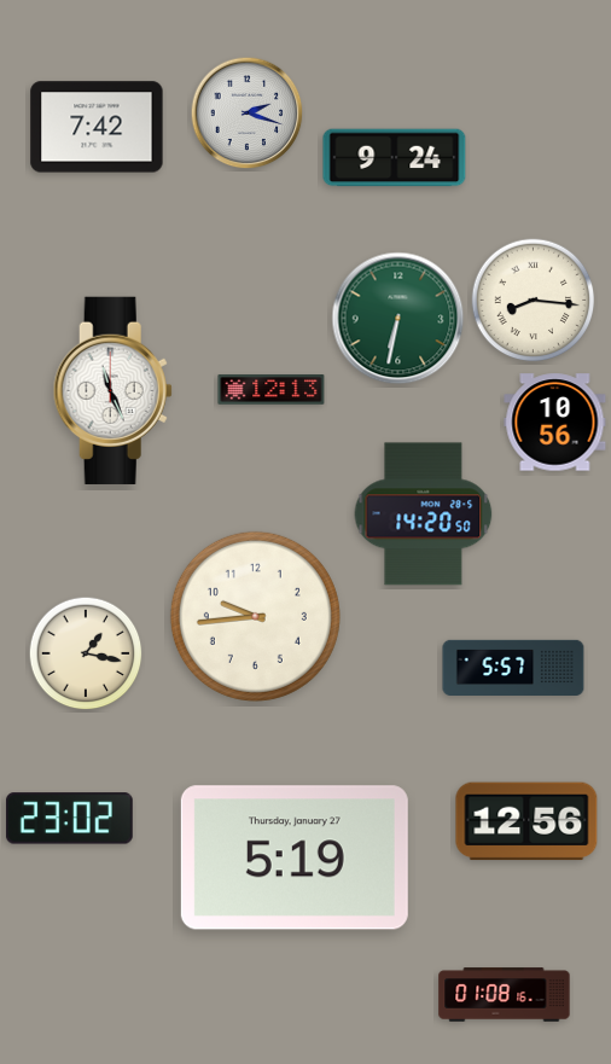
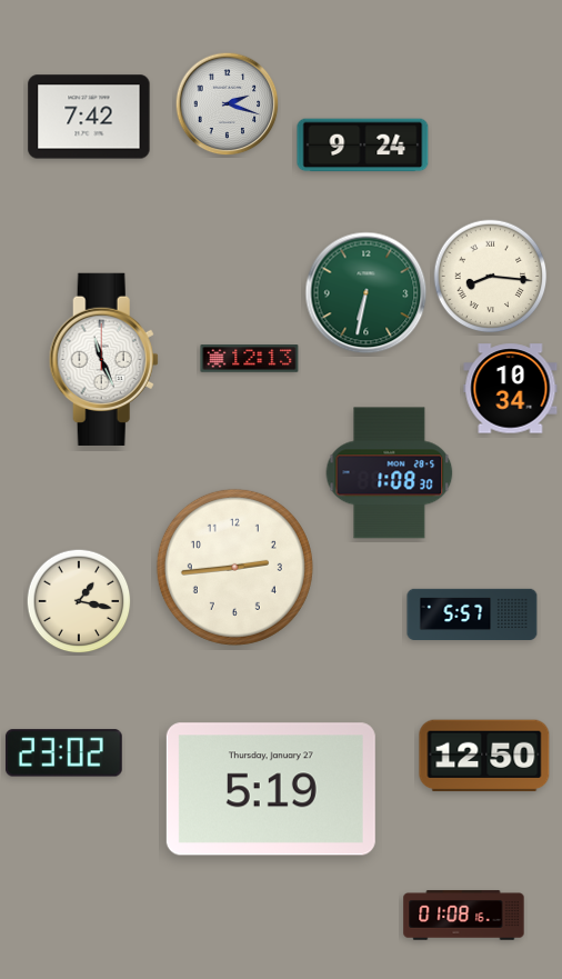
clock at (555, 423): 10:56 -> 10:34
clock at (424, 514): 14:20 -> 1:08
clock at (255, 616): 9:44 -> 2:44
clock at (526, 821): 12:56 -> 12:50
